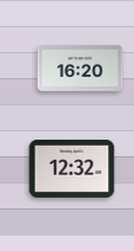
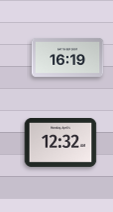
clock at (81, 67): 16:20 -> 16:19
